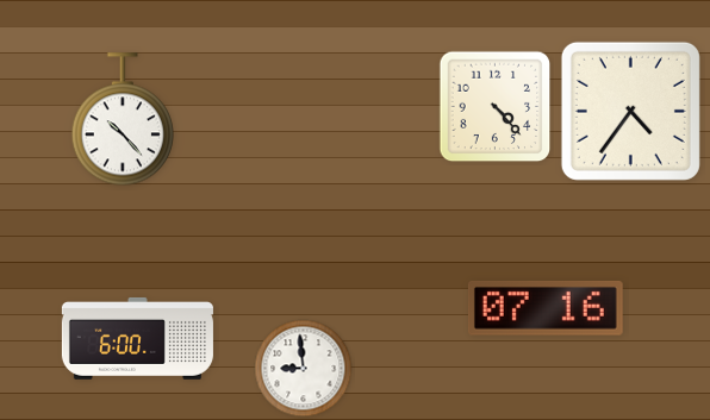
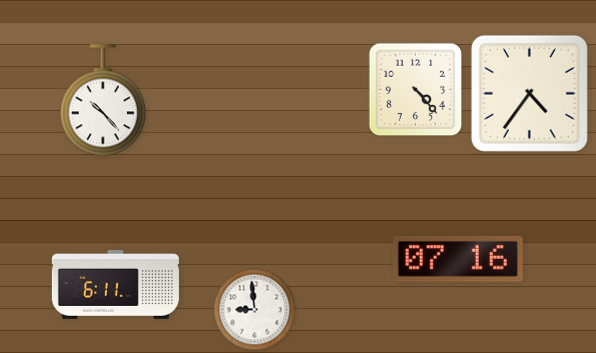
clock at (137, 338): 6:00 -> 6:11
